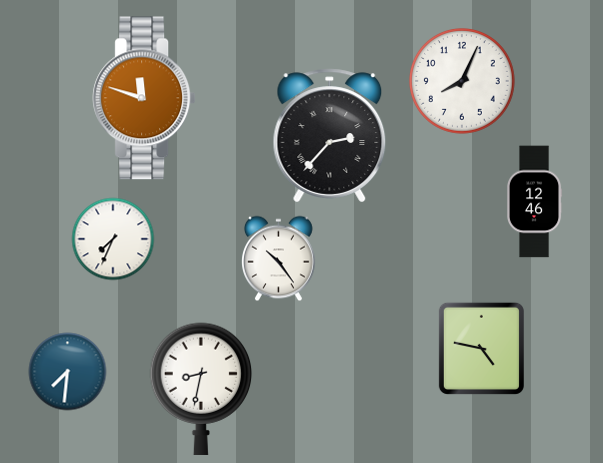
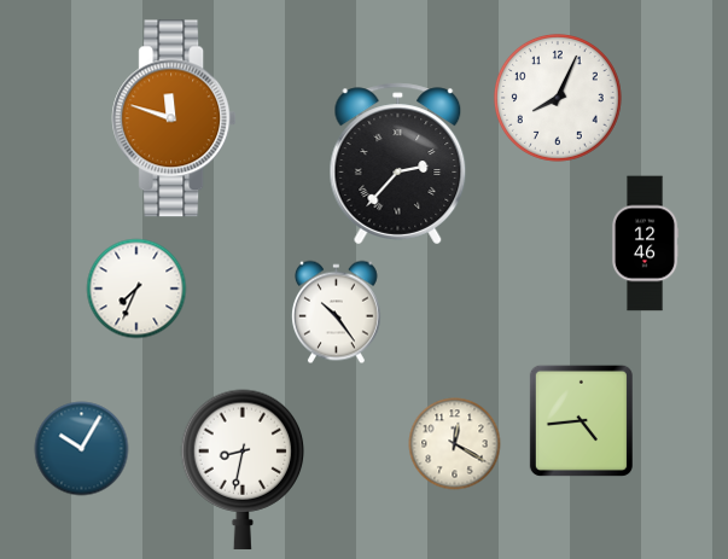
clock at (481, 348): 4:47 -> 4:44
clock at (455, 444): none -> 12:20
clock at (68, 372): 7:31 -> 10:05
